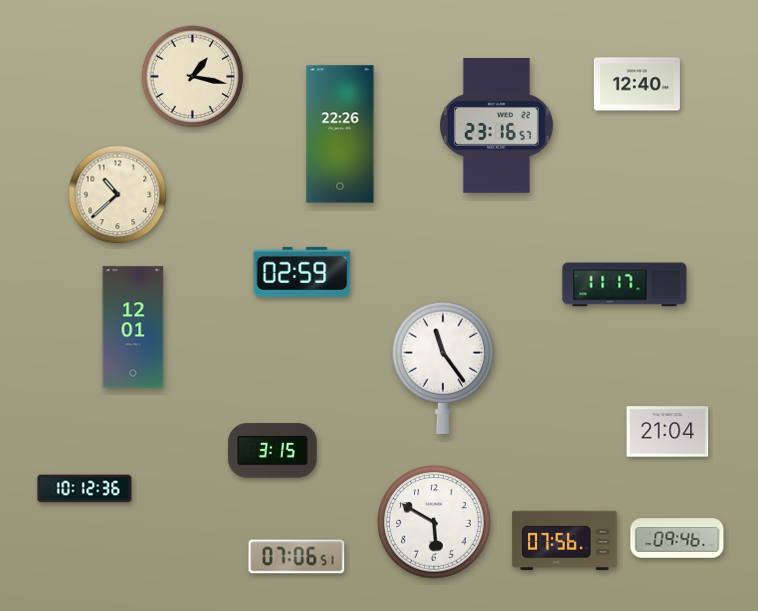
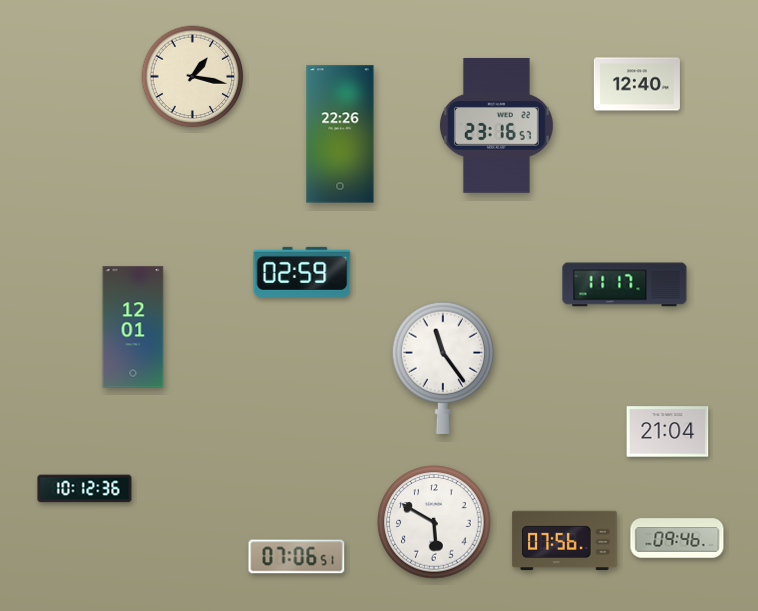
clock at (118, 195): 10:38 -> none
clock at (273, 451): 3:15 -> none
